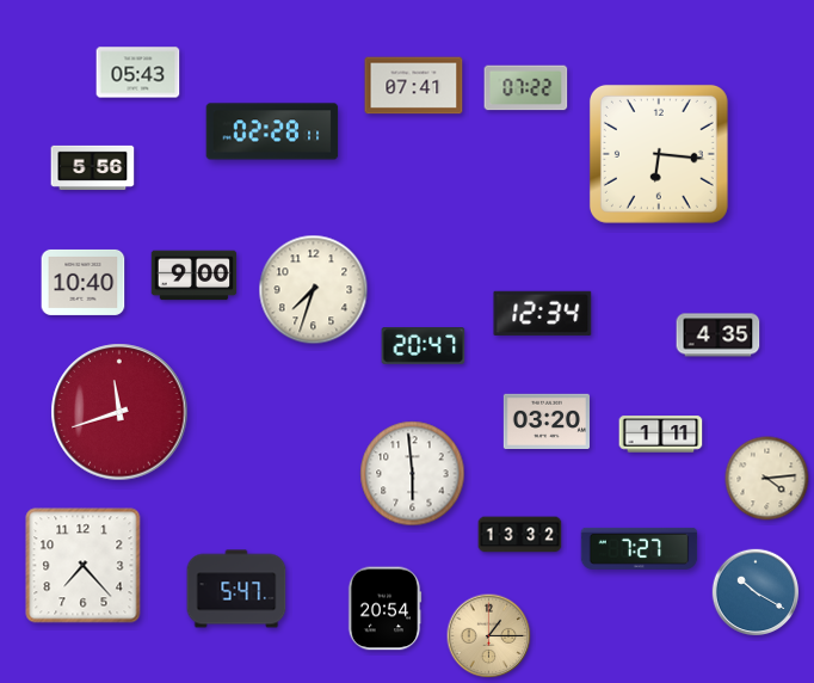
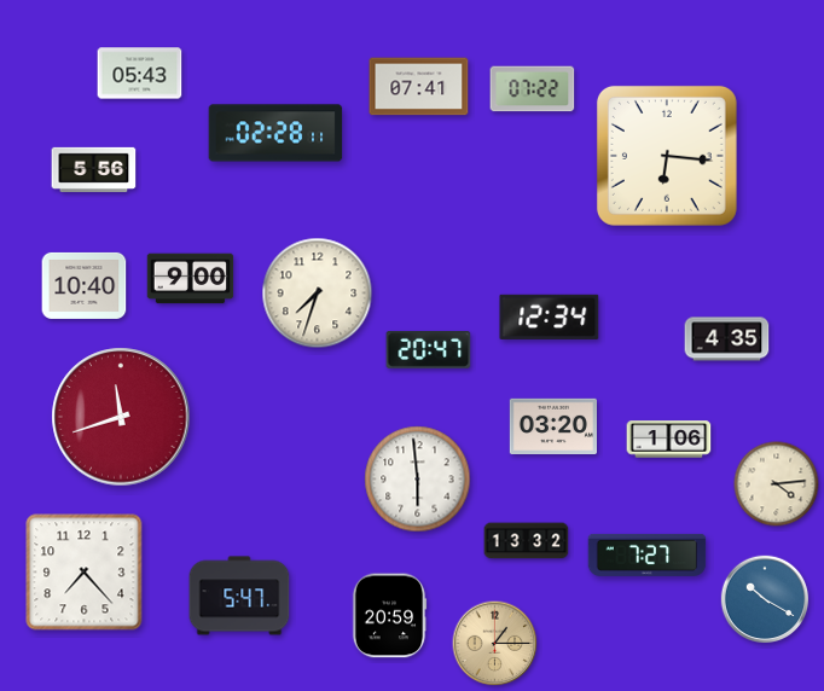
clock at (195, 276) position: (195, 276) -> (191, 279)
clock at (661, 435): 1:11 -> 1:06
clock at (384, 609): 20:54 -> 20:59
